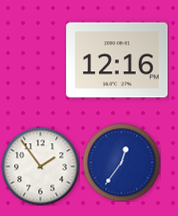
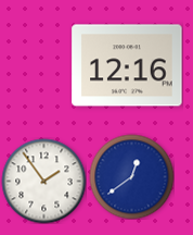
clock at (121, 162): 12:36 -> 12:39
